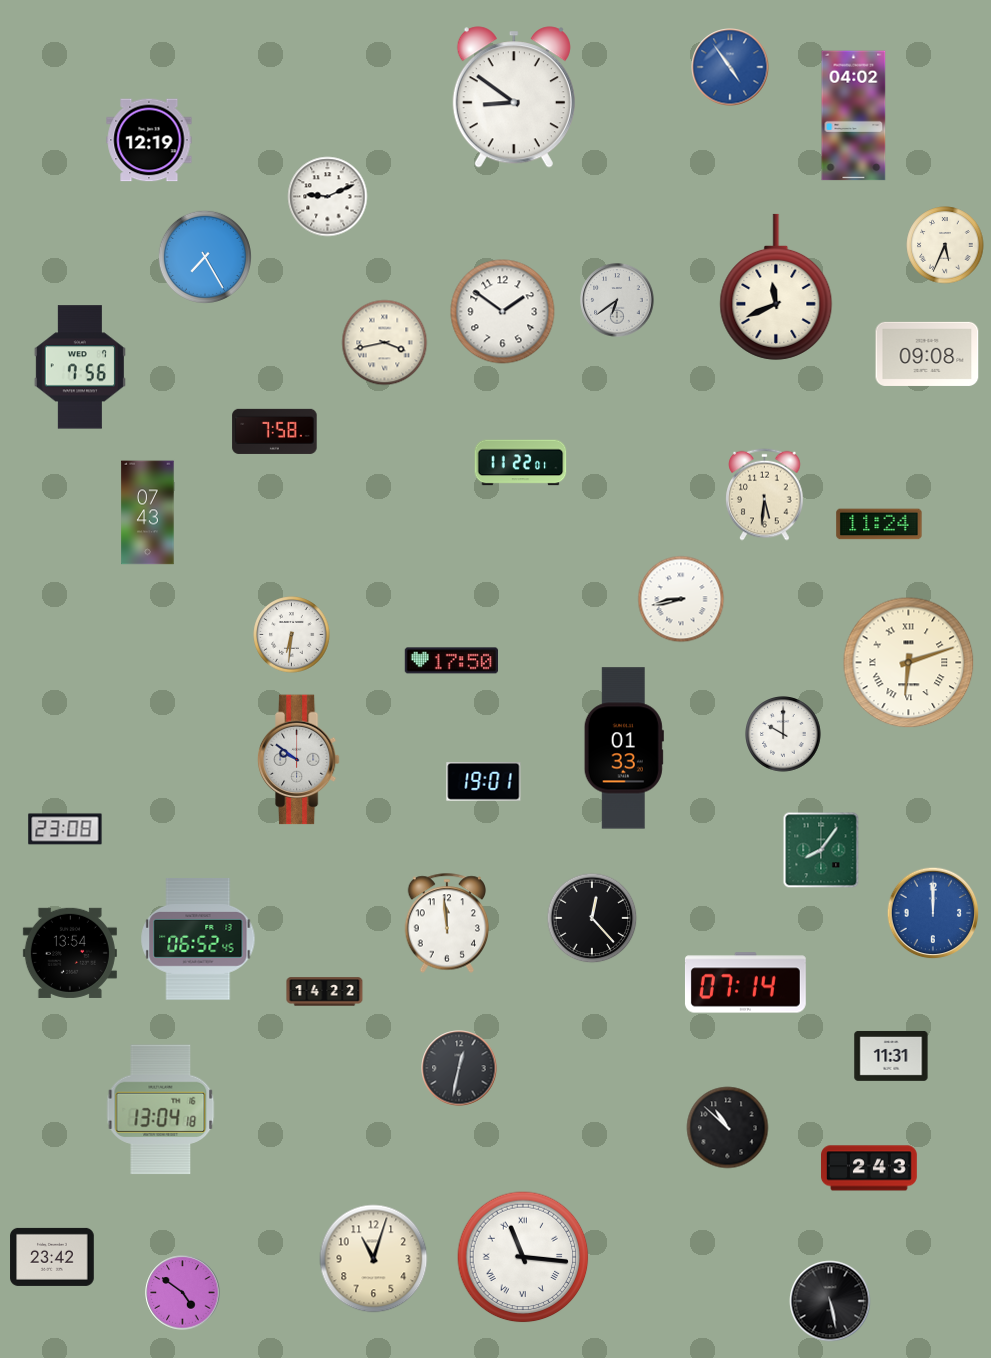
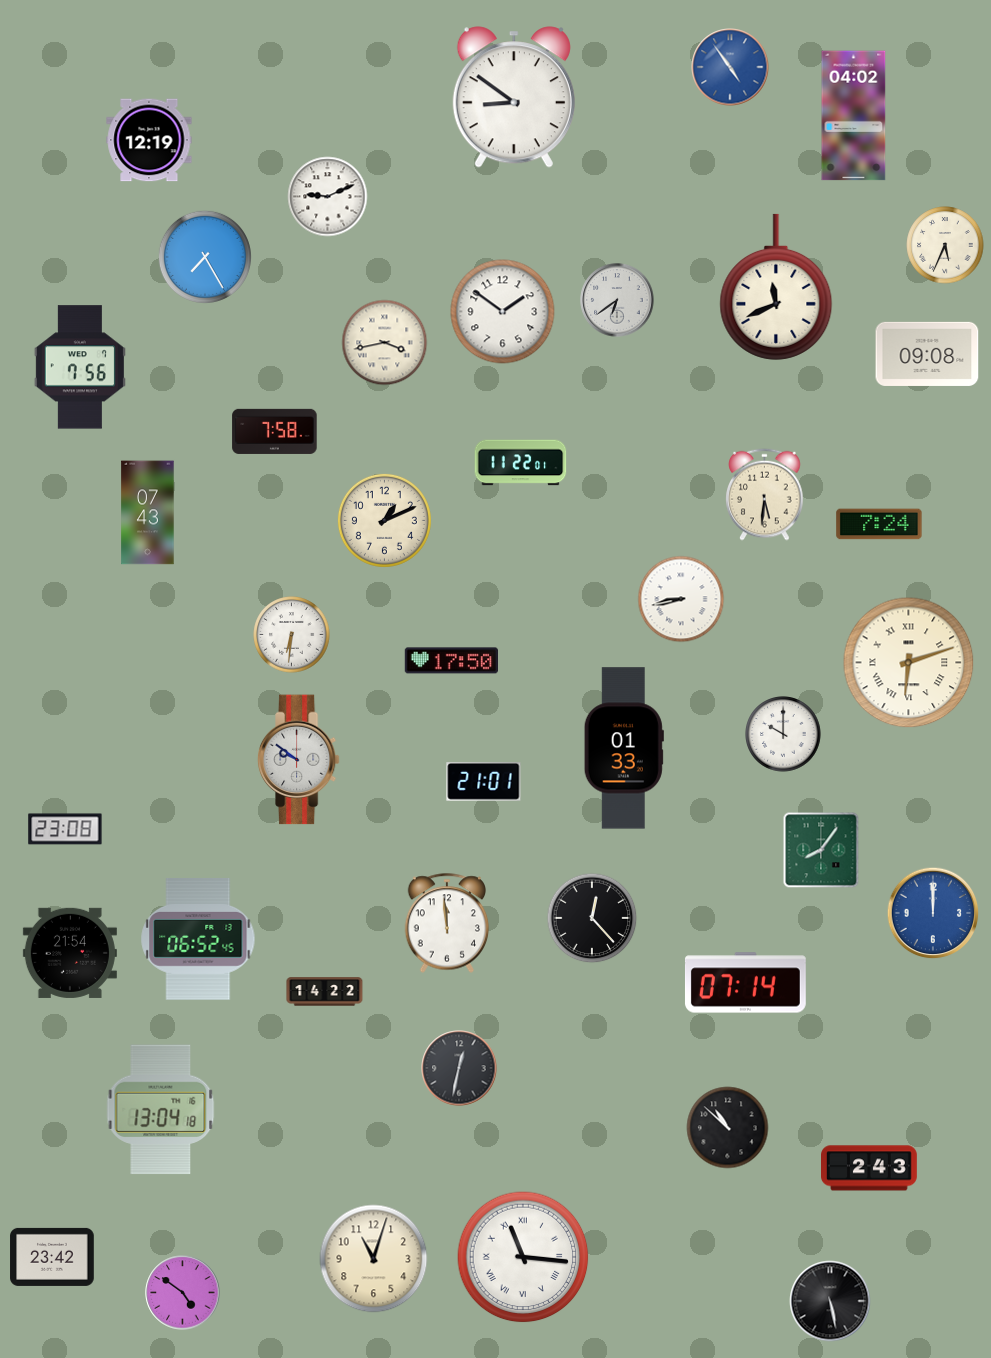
clock at (384, 520): none -> 1:11
clock at (879, 524): 11:24 -> 7:24
clock at (484, 782): 19:01 -> 21:01
clock at (70, 953): 13:54 -> 21:54
clock at (891, 1056): 11:31 -> none
